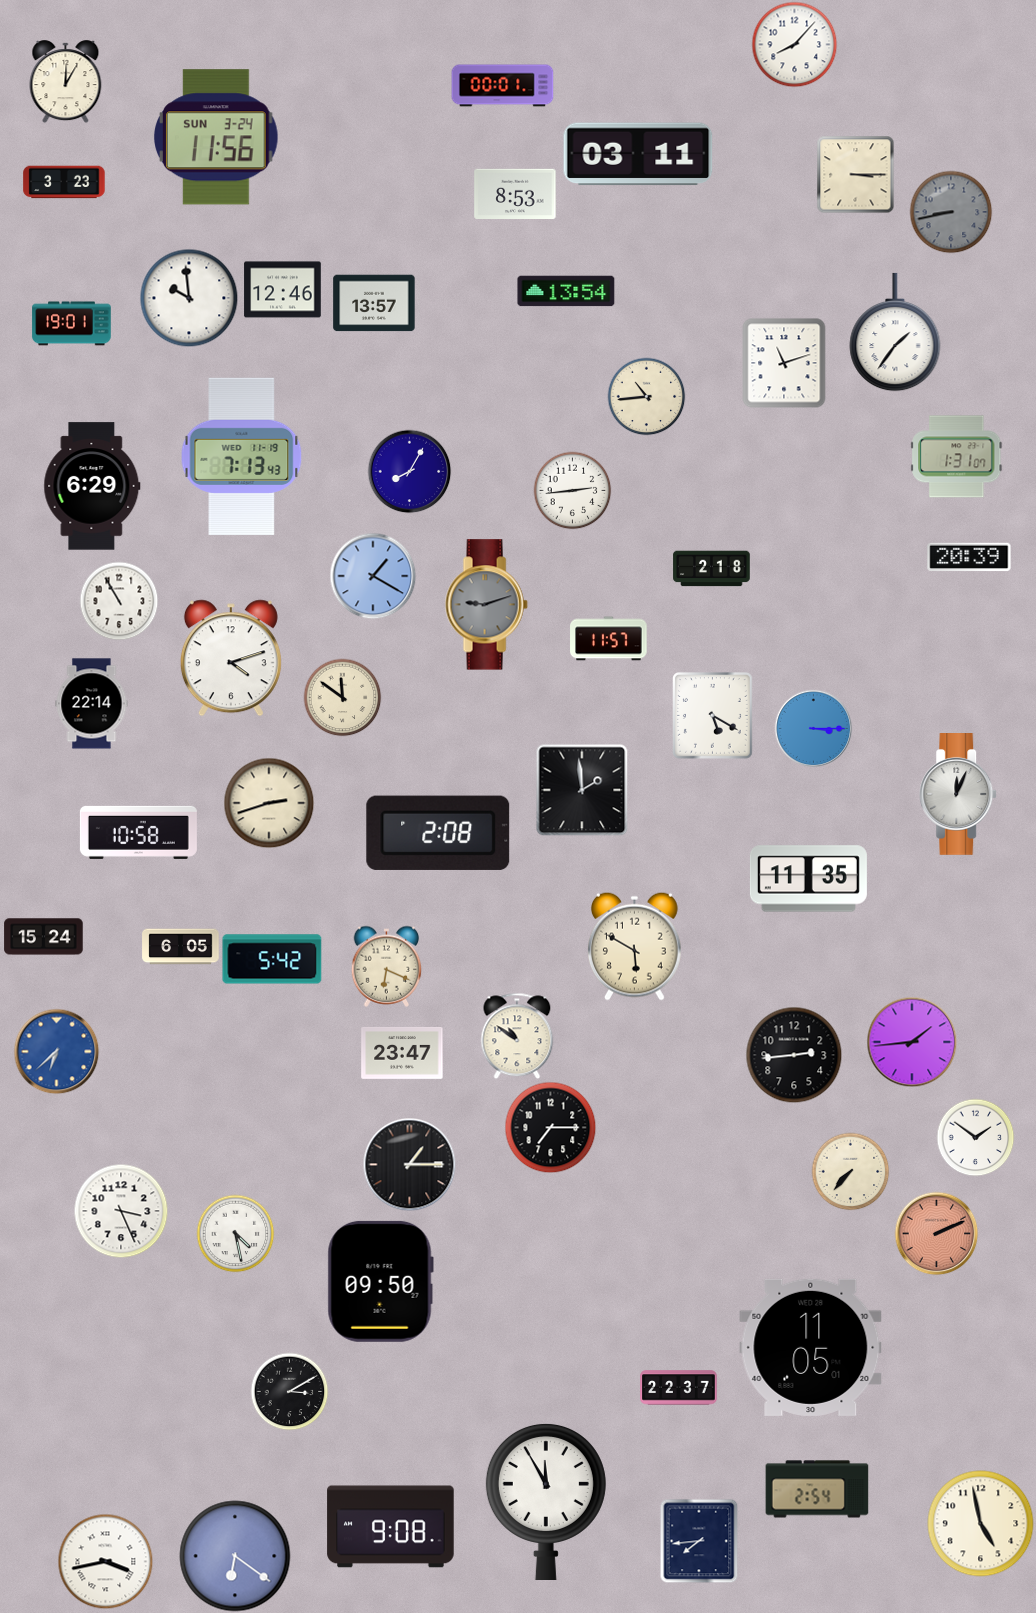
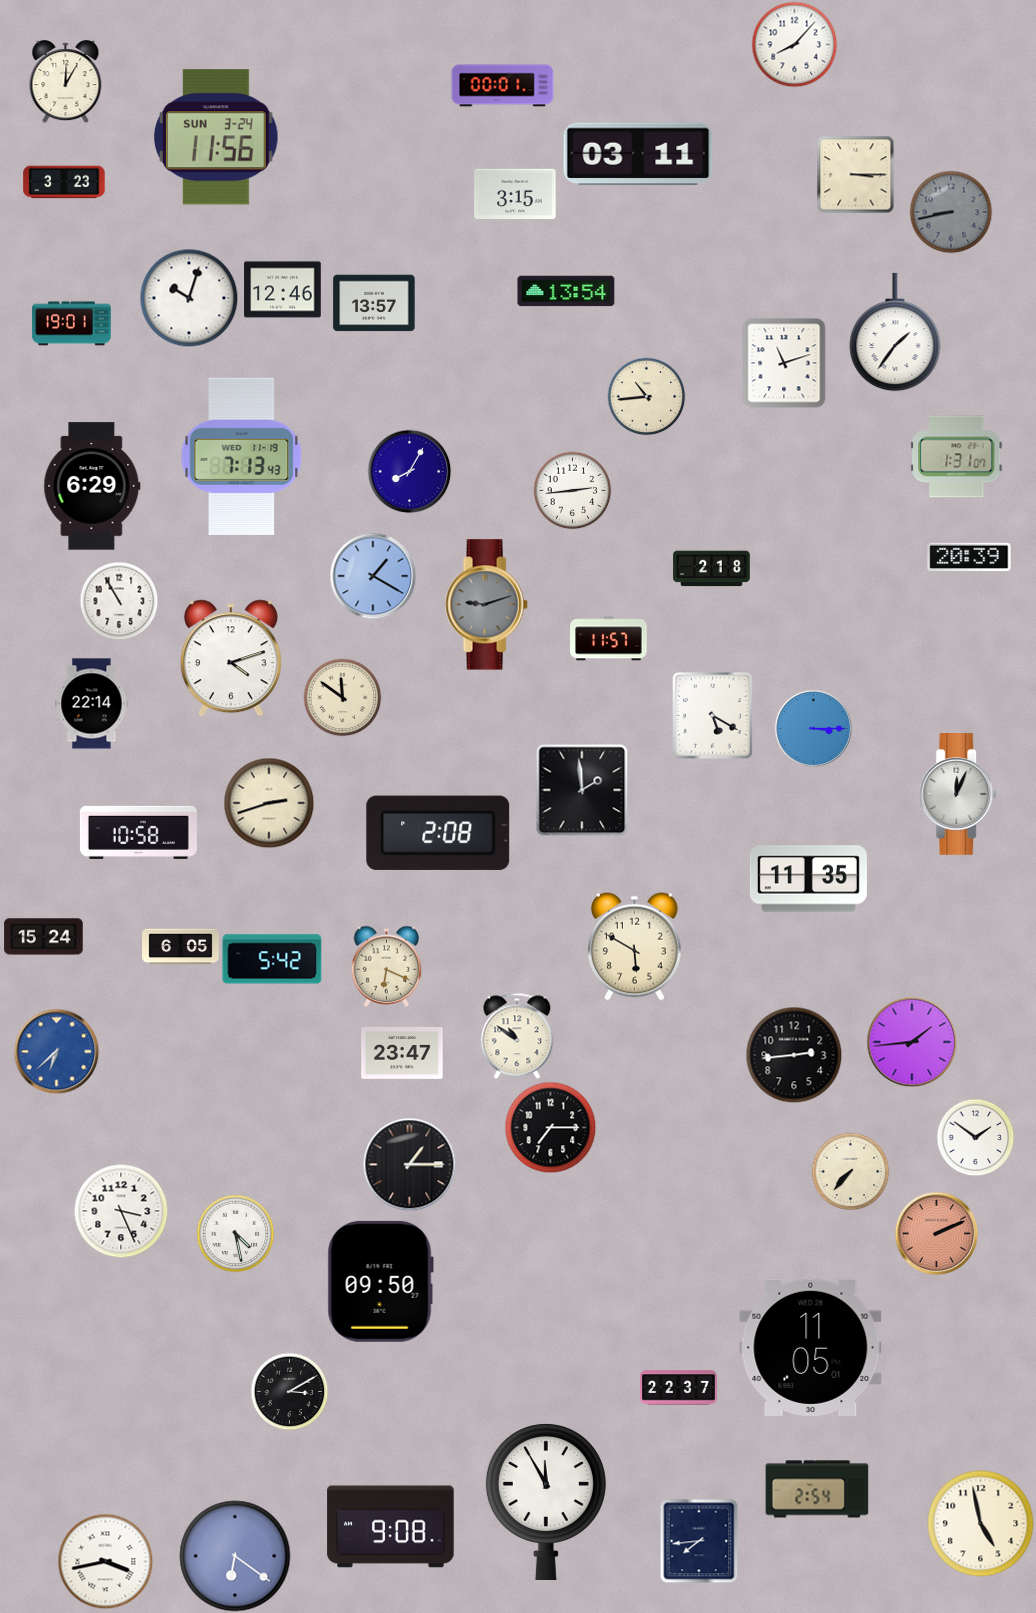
clock at (515, 194): 8:53 -> 3:15
clock at (189, 298): 9:59 -> 10:03
